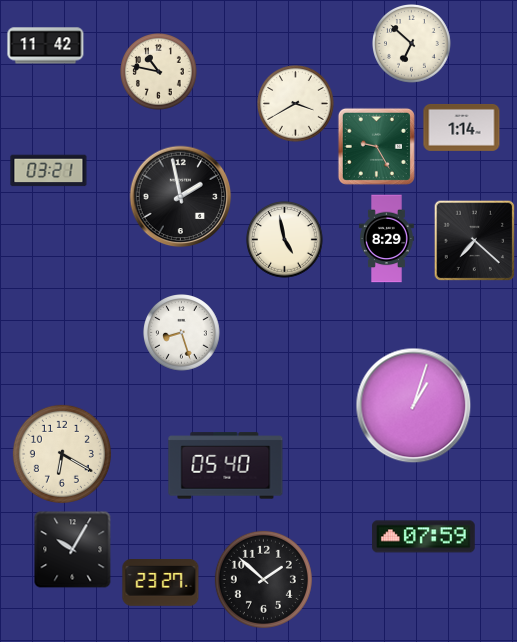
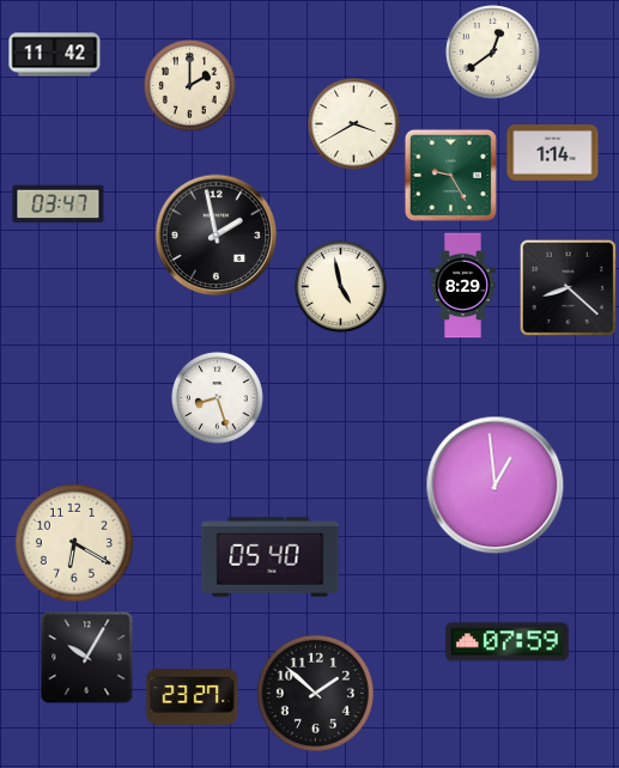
clock at (412, 44): 6:52 -> 12:39
clock at (159, 72): 10:47 -> 2:00
clock at (49, 171): 03:21 -> 03:47
clock at (474, 240): 7:22 -> 8:22
clock at (414, 406): 1:03 -> 12:59
